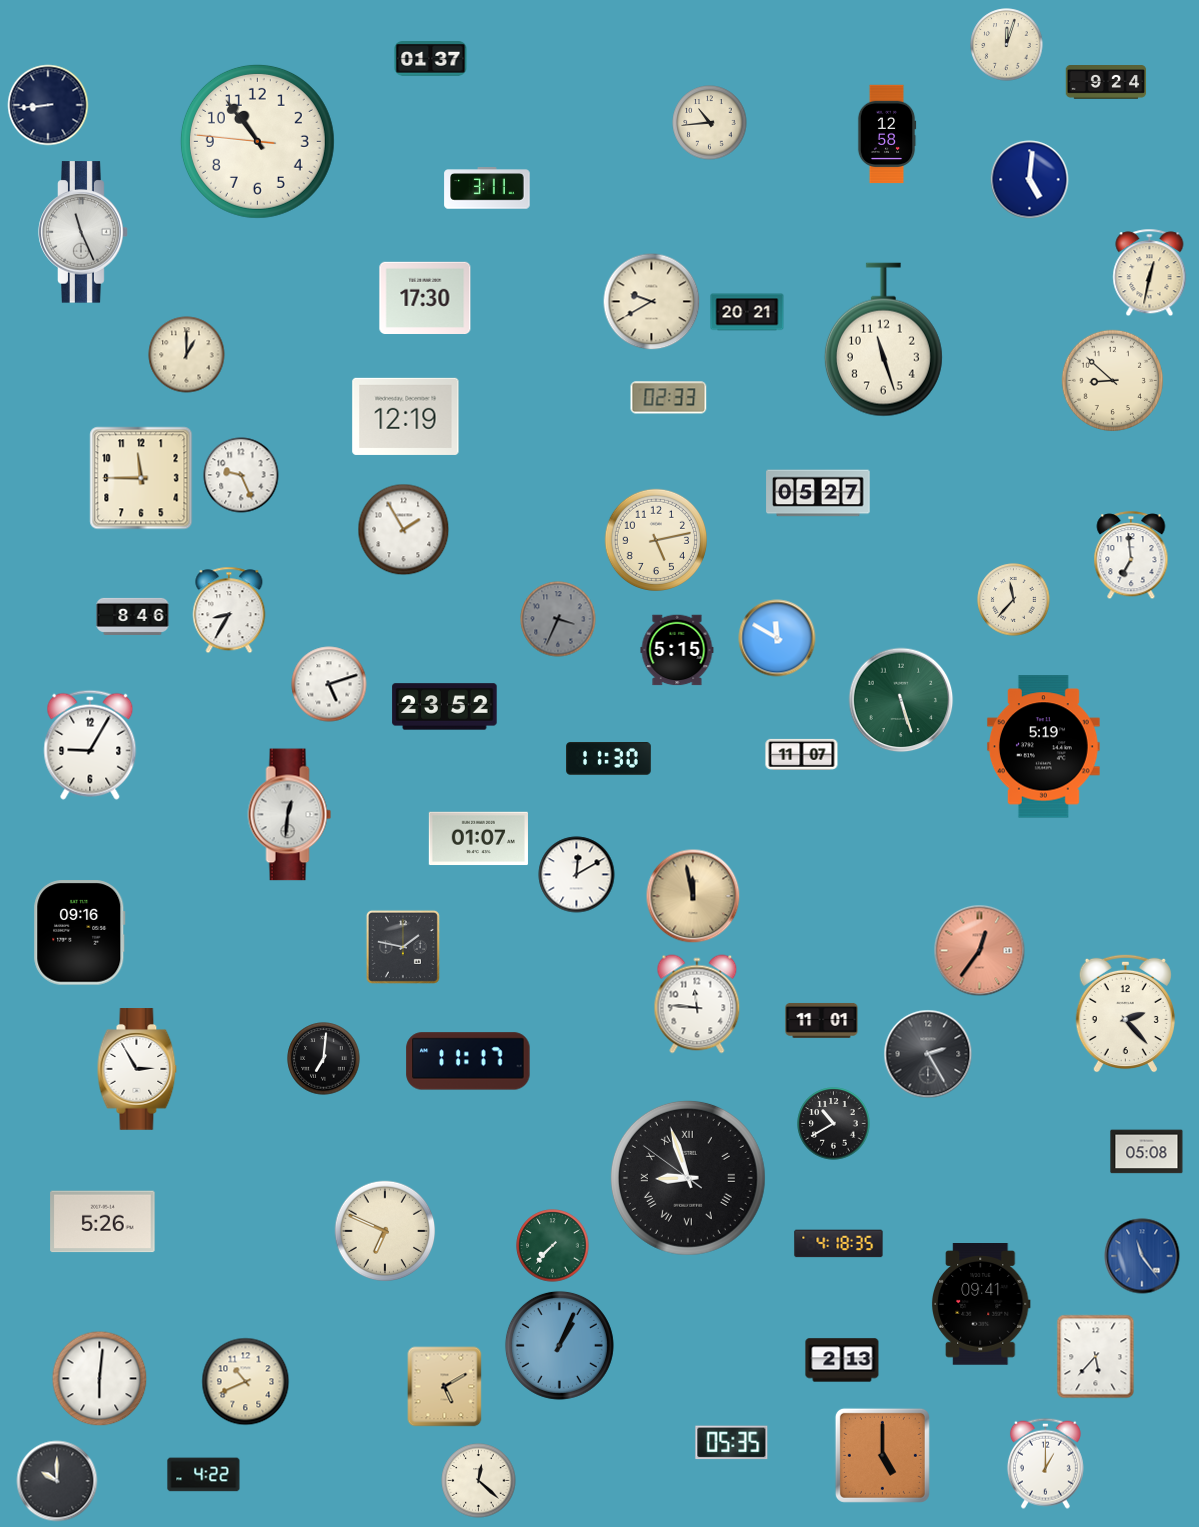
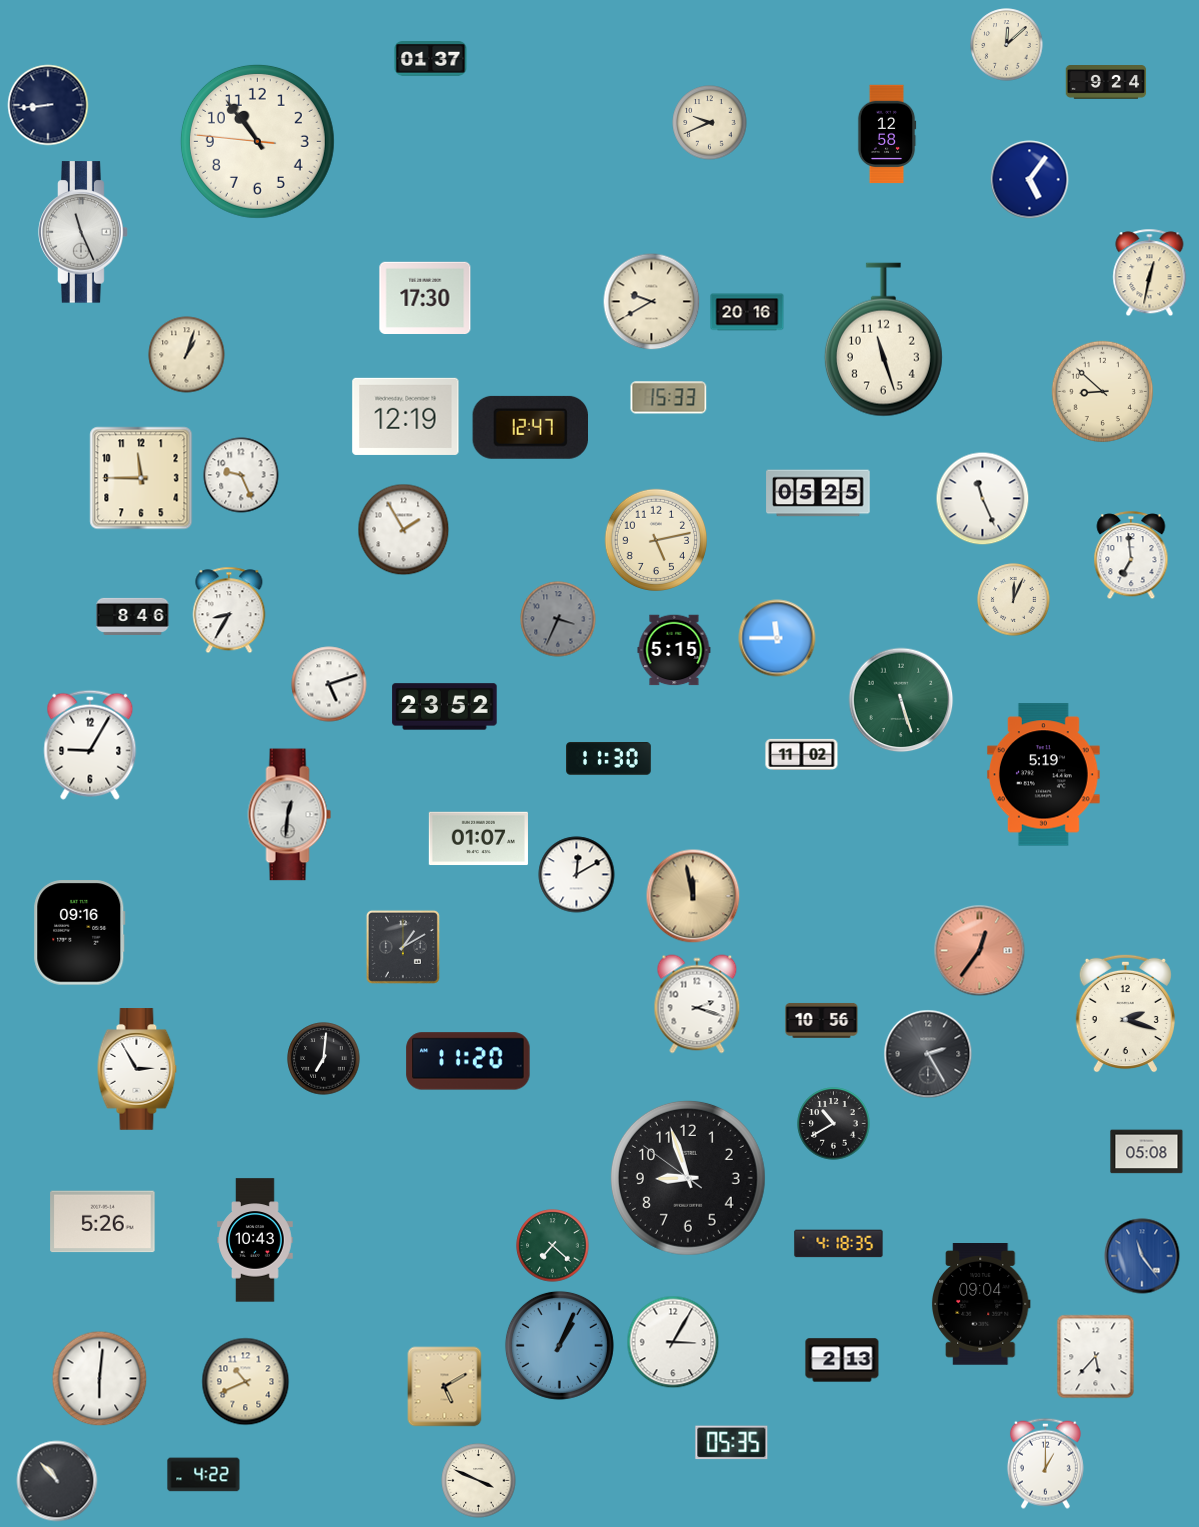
clock at (1007, 45): 12:03 -> 12:08
clock at (710, 123): 10:44 -> 9:41
clock at (1030, 180): 5:01 -> 5:06
clock at (487, 188): 3:11 -> none
clock at (747, 312): 20:21 -> 20:16
clock at (187, 355): 1:00 -> 1:03
clock at (1113, 381) position: (1113, 381) -> (1103, 392)
clock at (669, 398): 02:33 -> 15:33
clock at (530, 427): none -> 12:47
clock at (818, 493): 05:27 -> 05:25
clock at (983, 499): none -> 11:26
clock at (1014, 600): 11:37 -> 12:04
clock at (777, 638): 11:50 -> 11:45
clock at (677, 650) position: (677, 650) -> (674, 650)
clock at (1043, 747) position: (1043, 747) -> (1043, 775)
clock at (802, 754): 11:07 -> 11:02
clock at (403, 947): 1:47 -> 1:10
clock at (697, 1004): 11:46 -> 2:18
clock at (1125, 1013): 2:23 -> 2:18
clock at (822, 1020): 11:01 -> 10:56
clock at (468, 1061): 11:17 -> 11:20
clock at (688, 1178) numerals: Roman -> Arabic
clock at (385, 1231): 6:49 -> none
clock at (255, 1240): none -> 10:43
clock at (553, 1246): 7:37 -> 7:22
clock at (981, 1305): 09:41 -> 09:04
clock at (673, 1342): none -> 3:05
clock at (882, 1455): 5:00 -> none
clock at (57, 1481): 10:00 -> 10:53
clock at (479, 1481): 12:22 -> 3:49
